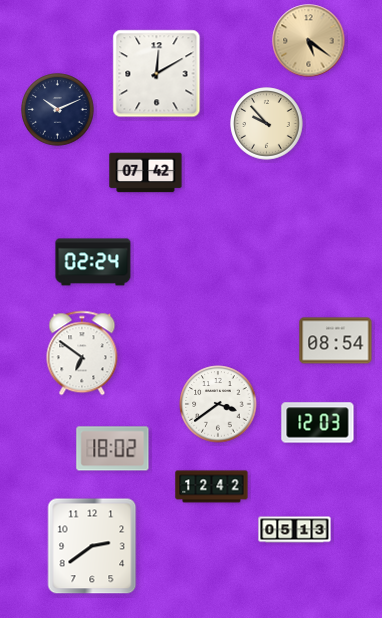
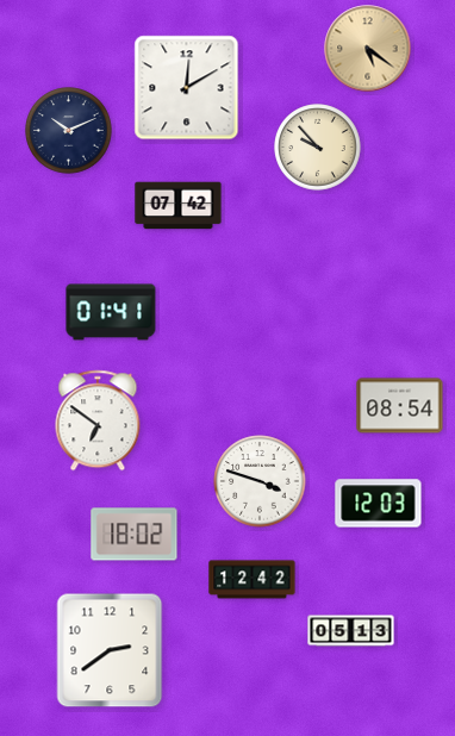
clock at (146, 173) position: (146, 173) -> (179, 206)
clock at (93, 262): 02:24 -> 01:41
clock at (218, 404): 3:39 -> 3:48
